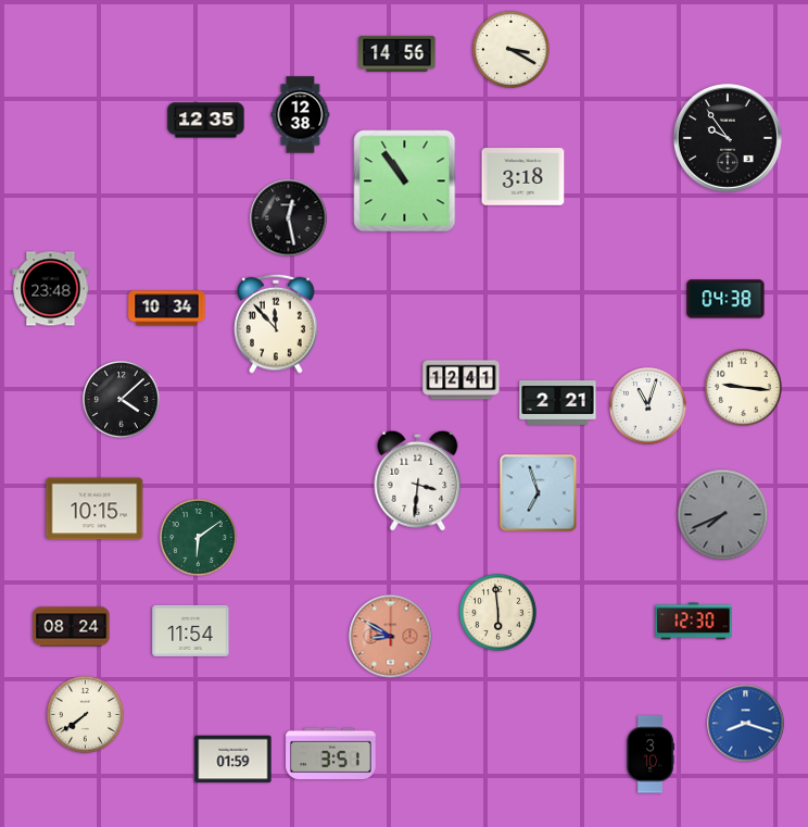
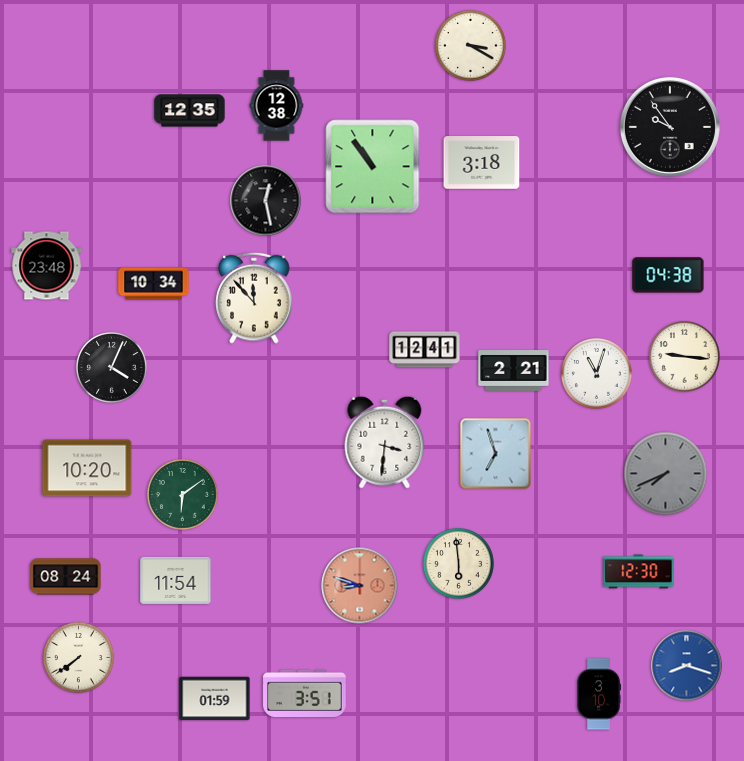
clock at (397, 53): 14:56 -> none
clock at (122, 400): 4:08 -> 4:04
clock at (94, 509): 10:15 -> 10:20
clock at (391, 637): 8:50 -> 8:48
